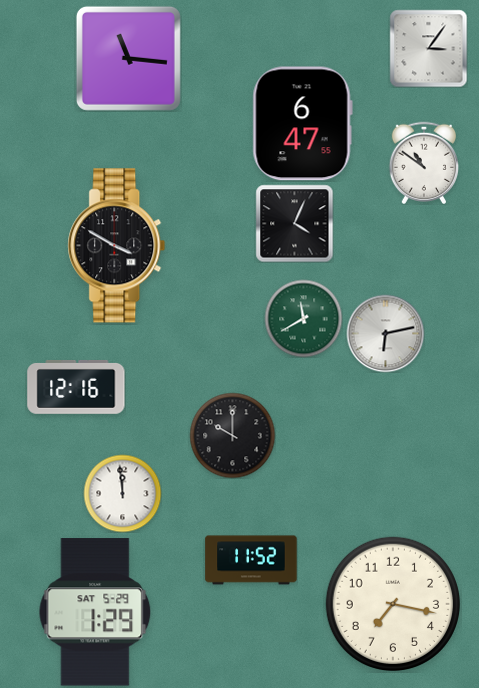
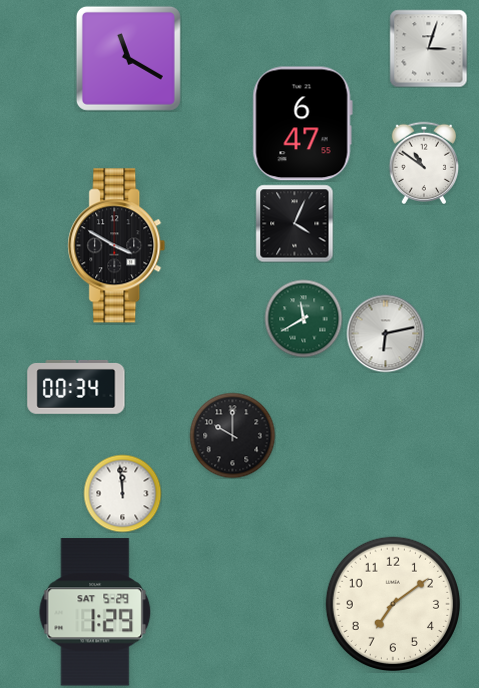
clock at (428, 48): 3:06 -> 3:03
clock at (128, 58): 11:16 -> 11:20
clock at (76, 387): 12:16 -> 00:34
clock at (251, 560): 11:52 -> none
clock at (392, 603): 7:17 -> 7:09
